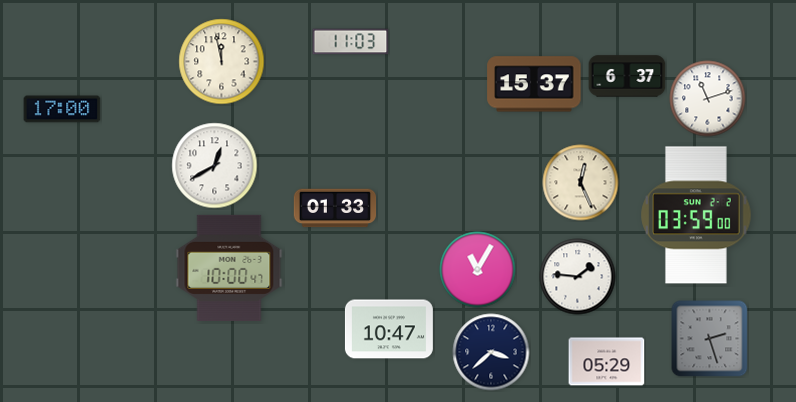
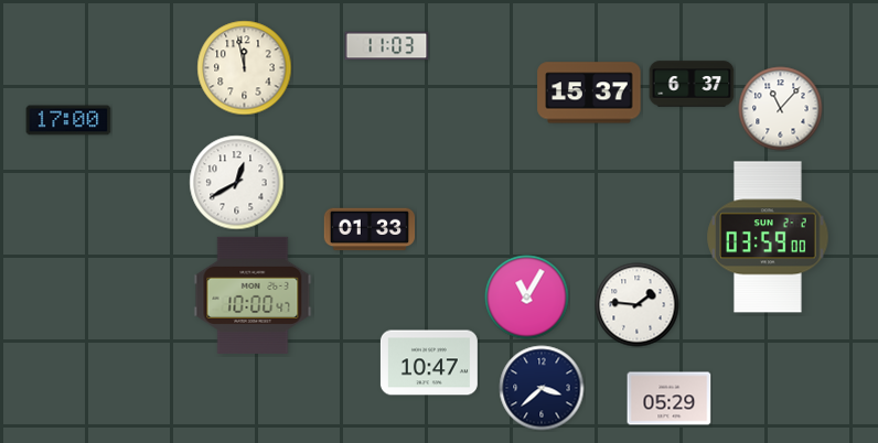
clock at (708, 99): 11:12 -> 11:07
clock at (581, 183): 12:26 -> none
clock at (710, 339): 2:27 -> none
